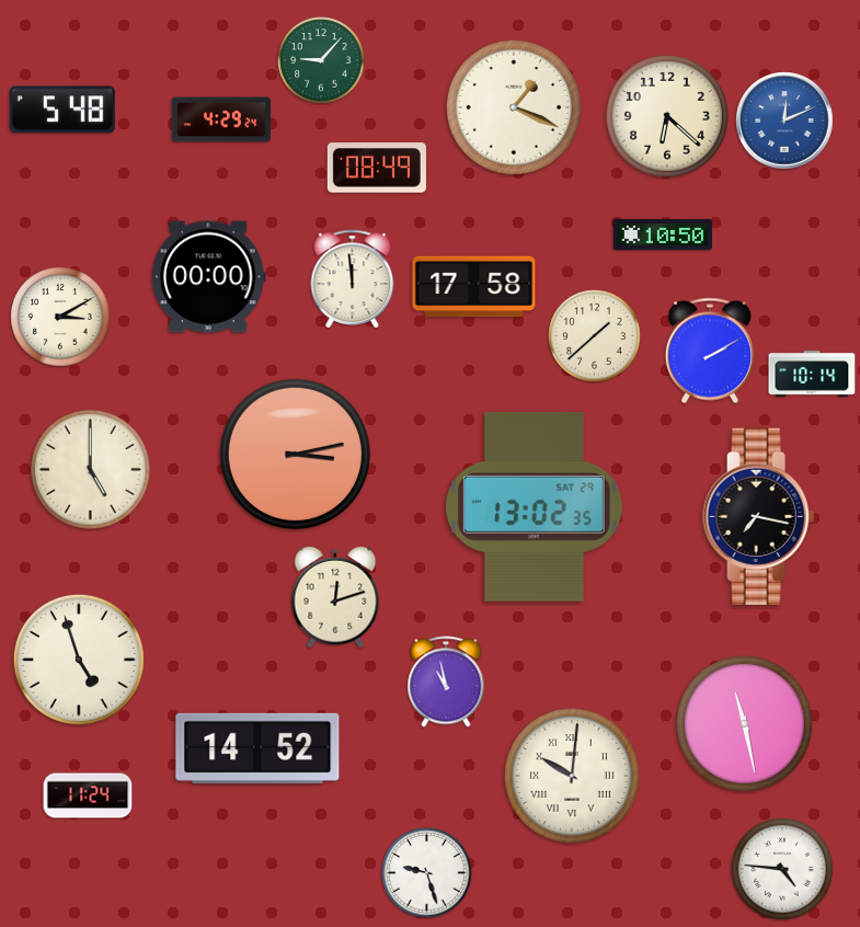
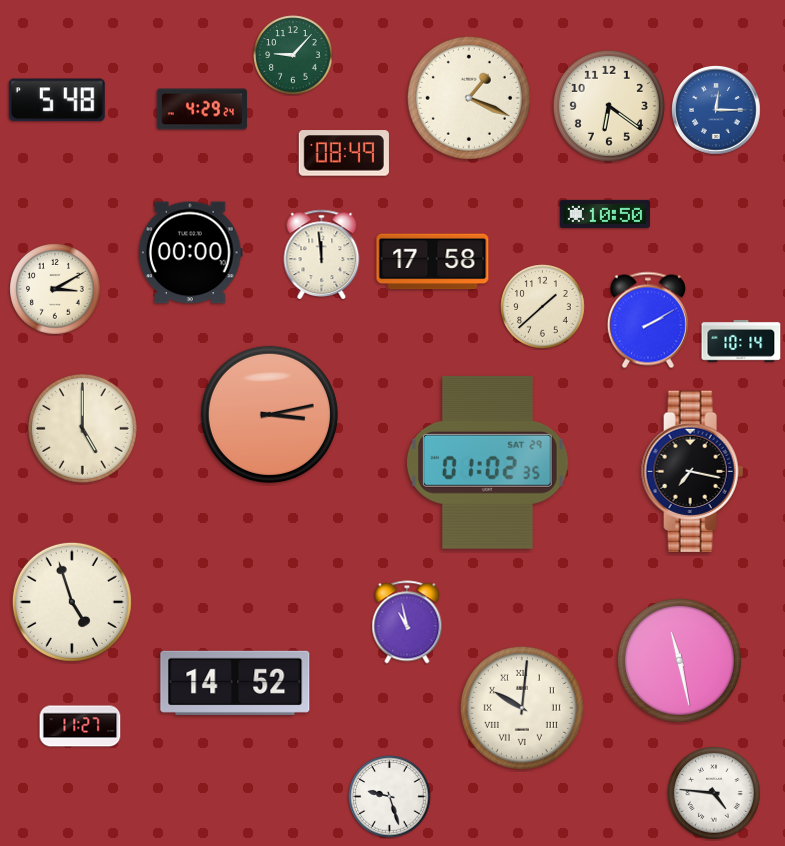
clock at (667, 116): 6:22 -> 6:21
clock at (784, 121): 12:11 -> 12:15
clock at (535, 506): 13:02 -> 01:02
clock at (335, 597): 12:12 -> none
clock at (88, 796): 11:24 -> 11:27
